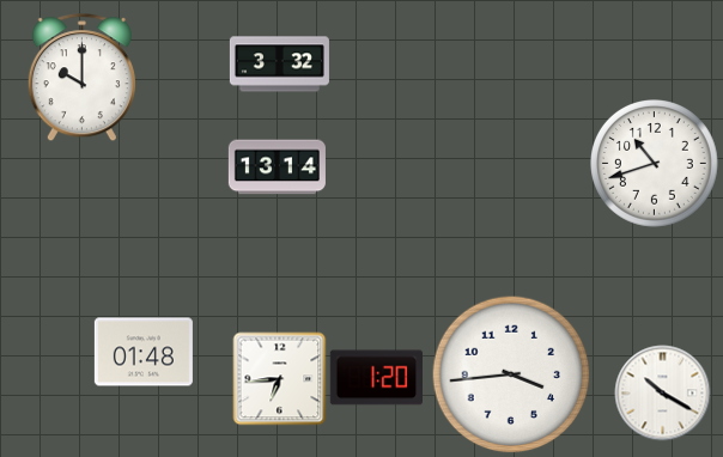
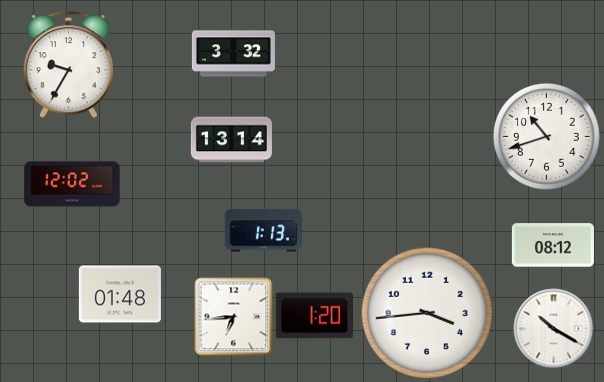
clock at (81, 78): 10:00 -> 9:35
clock at (72, 184): none -> 12:02
clock at (263, 231): none -> 1:13
clock at (553, 245): none -> 08:12
